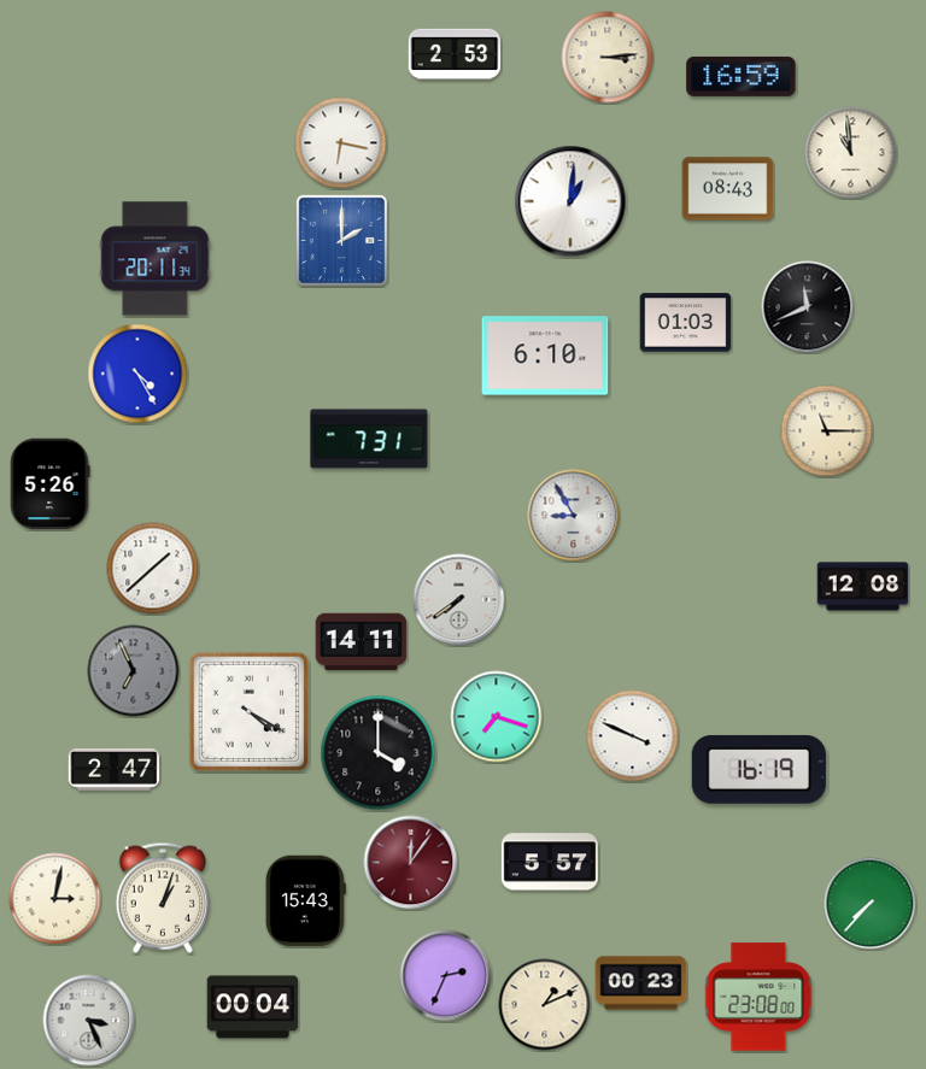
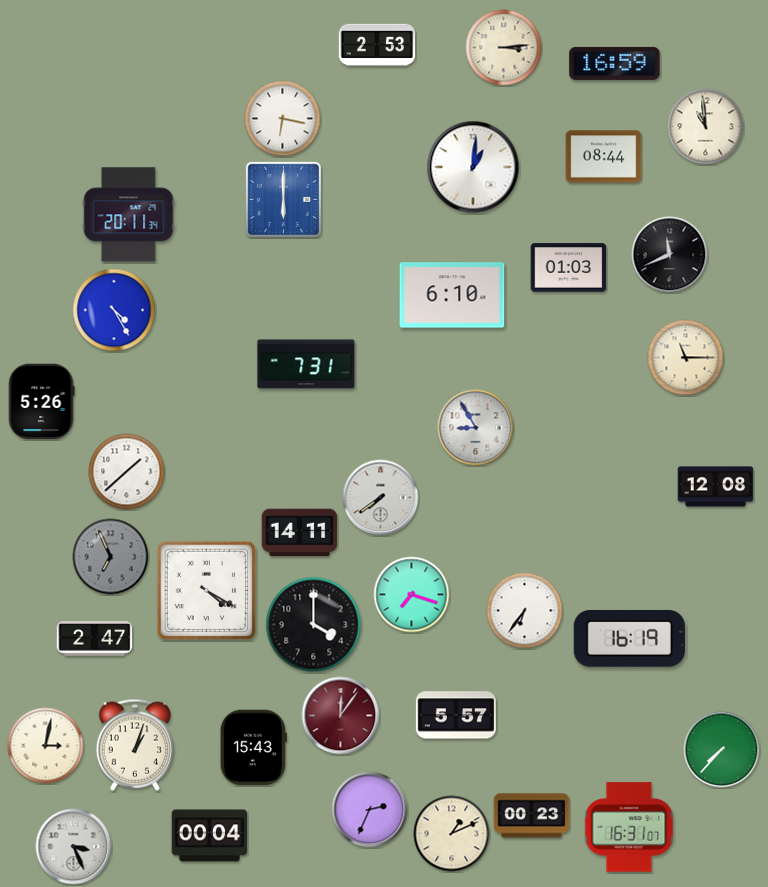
clock at (728, 189): 08:43 -> 08:44
clock at (341, 240): 2:00 -> 6:00
clock at (633, 736): 3:49 -> 6:36
clock at (758, 997): 23:08 -> 16:31
